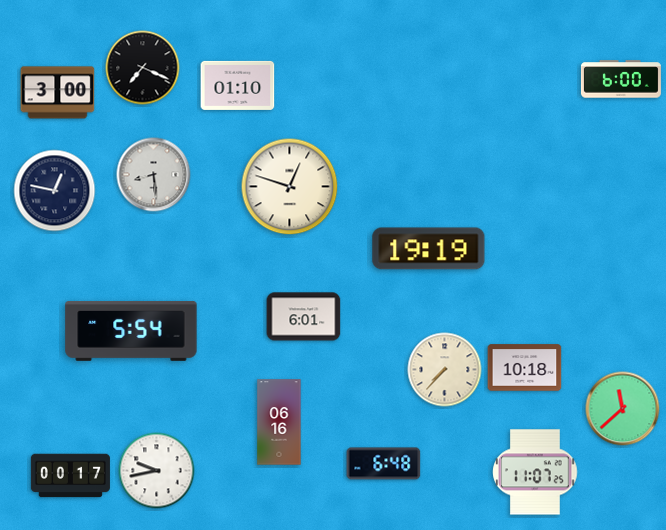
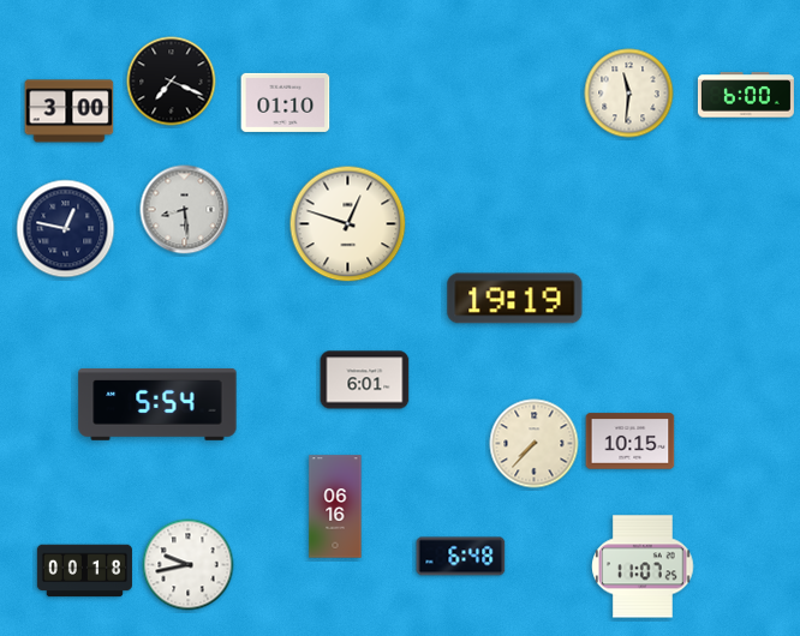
clock at (629, 94): none -> 11:31
clock at (131, 331) position: (131, 331) -> (157, 404)
clock at (525, 368): 10:18 -> 10:15
clock at (623, 409): 11:38 -> none
clock at (70, 476): 00:17 -> 00:18
